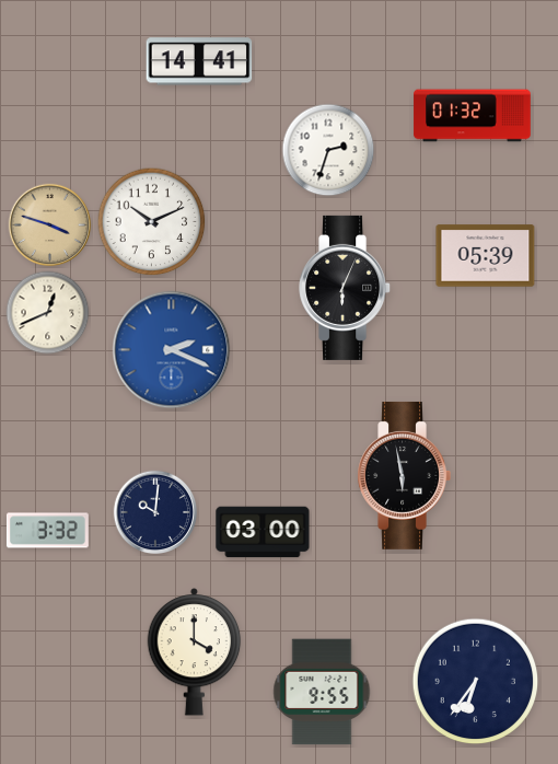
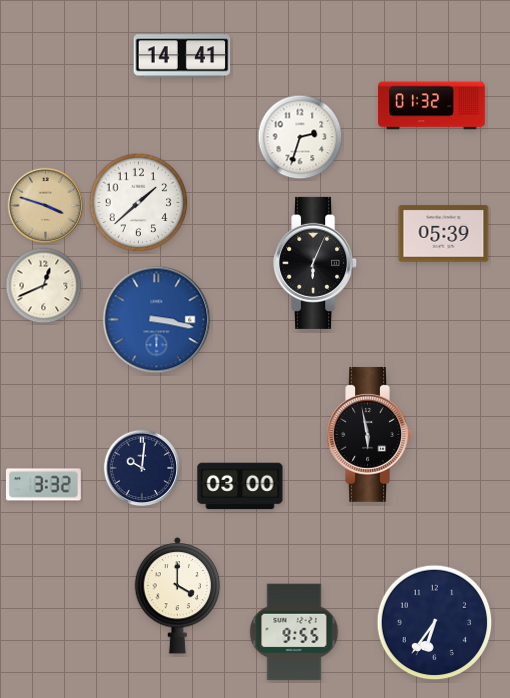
clock at (152, 222): 10:11 -> 1:38
clock at (172, 350): 2:19 -> 3:17
